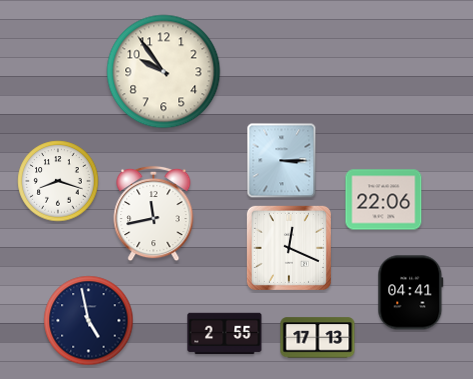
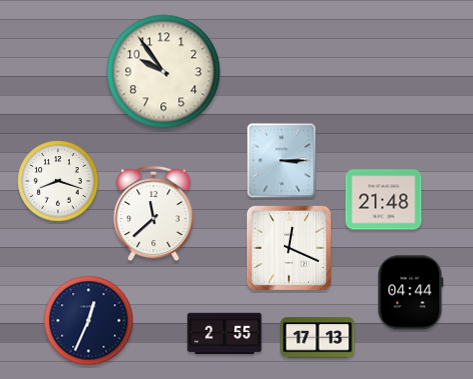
clock at (384, 200): 22:06 -> 21:48
clock at (154, 214): 11:43 -> 11:38
clock at (411, 293): 04:41 -> 04:44
clock at (89, 321): 4:58 -> 12:34
